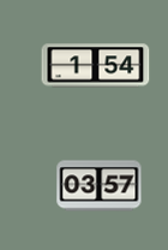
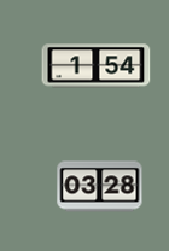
clock at (100, 186): 03:57 -> 03:28
